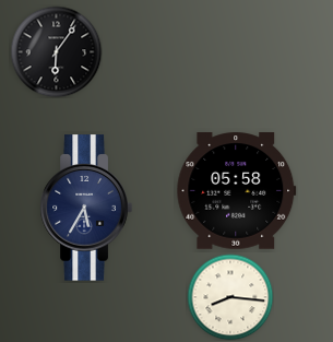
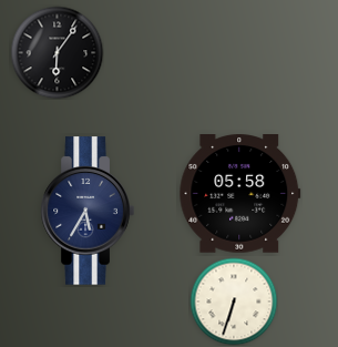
clock at (230, 297): 8:16 -> 6:33
